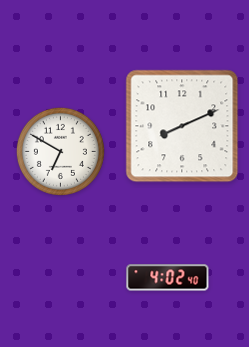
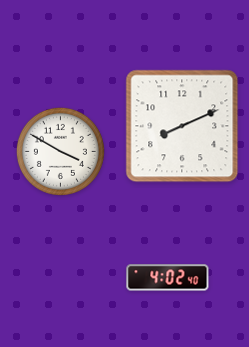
clock at (60, 151): 6:50 -> 3:50
